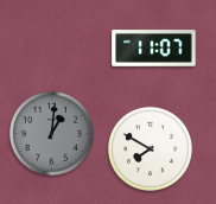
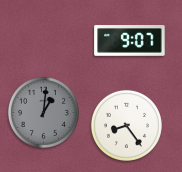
clock at (154, 49): 11:07 -> 9:07
clock at (150, 148): 7:50 -> 8:24
